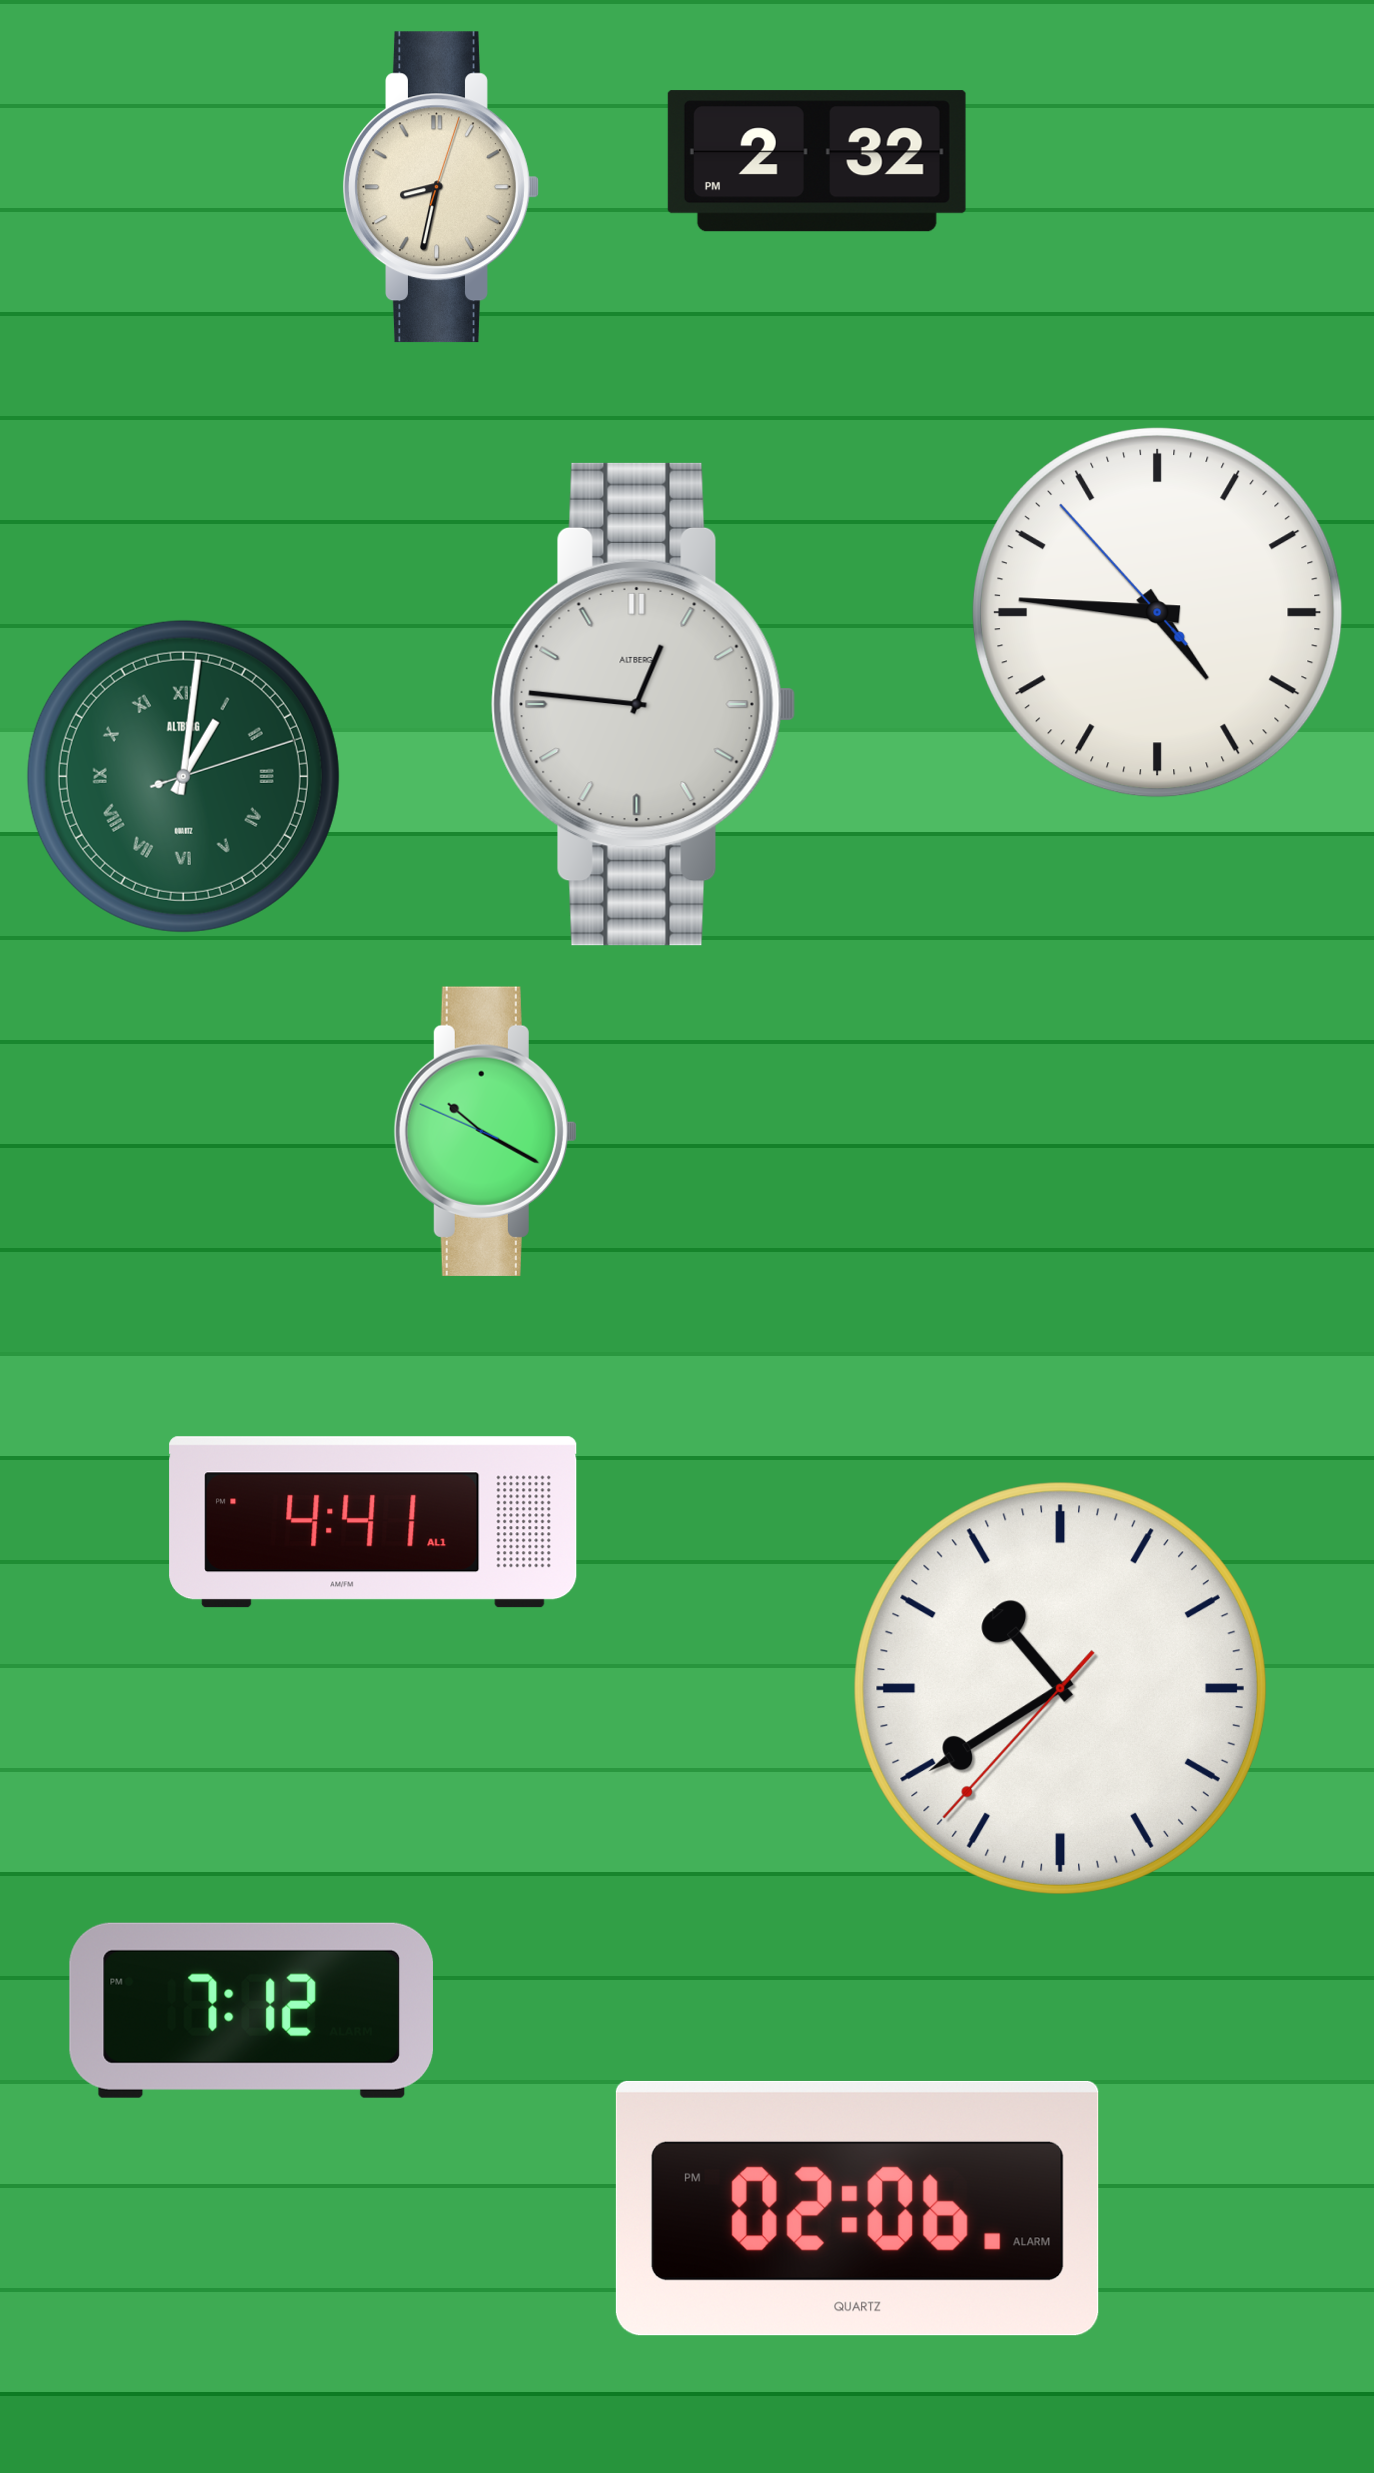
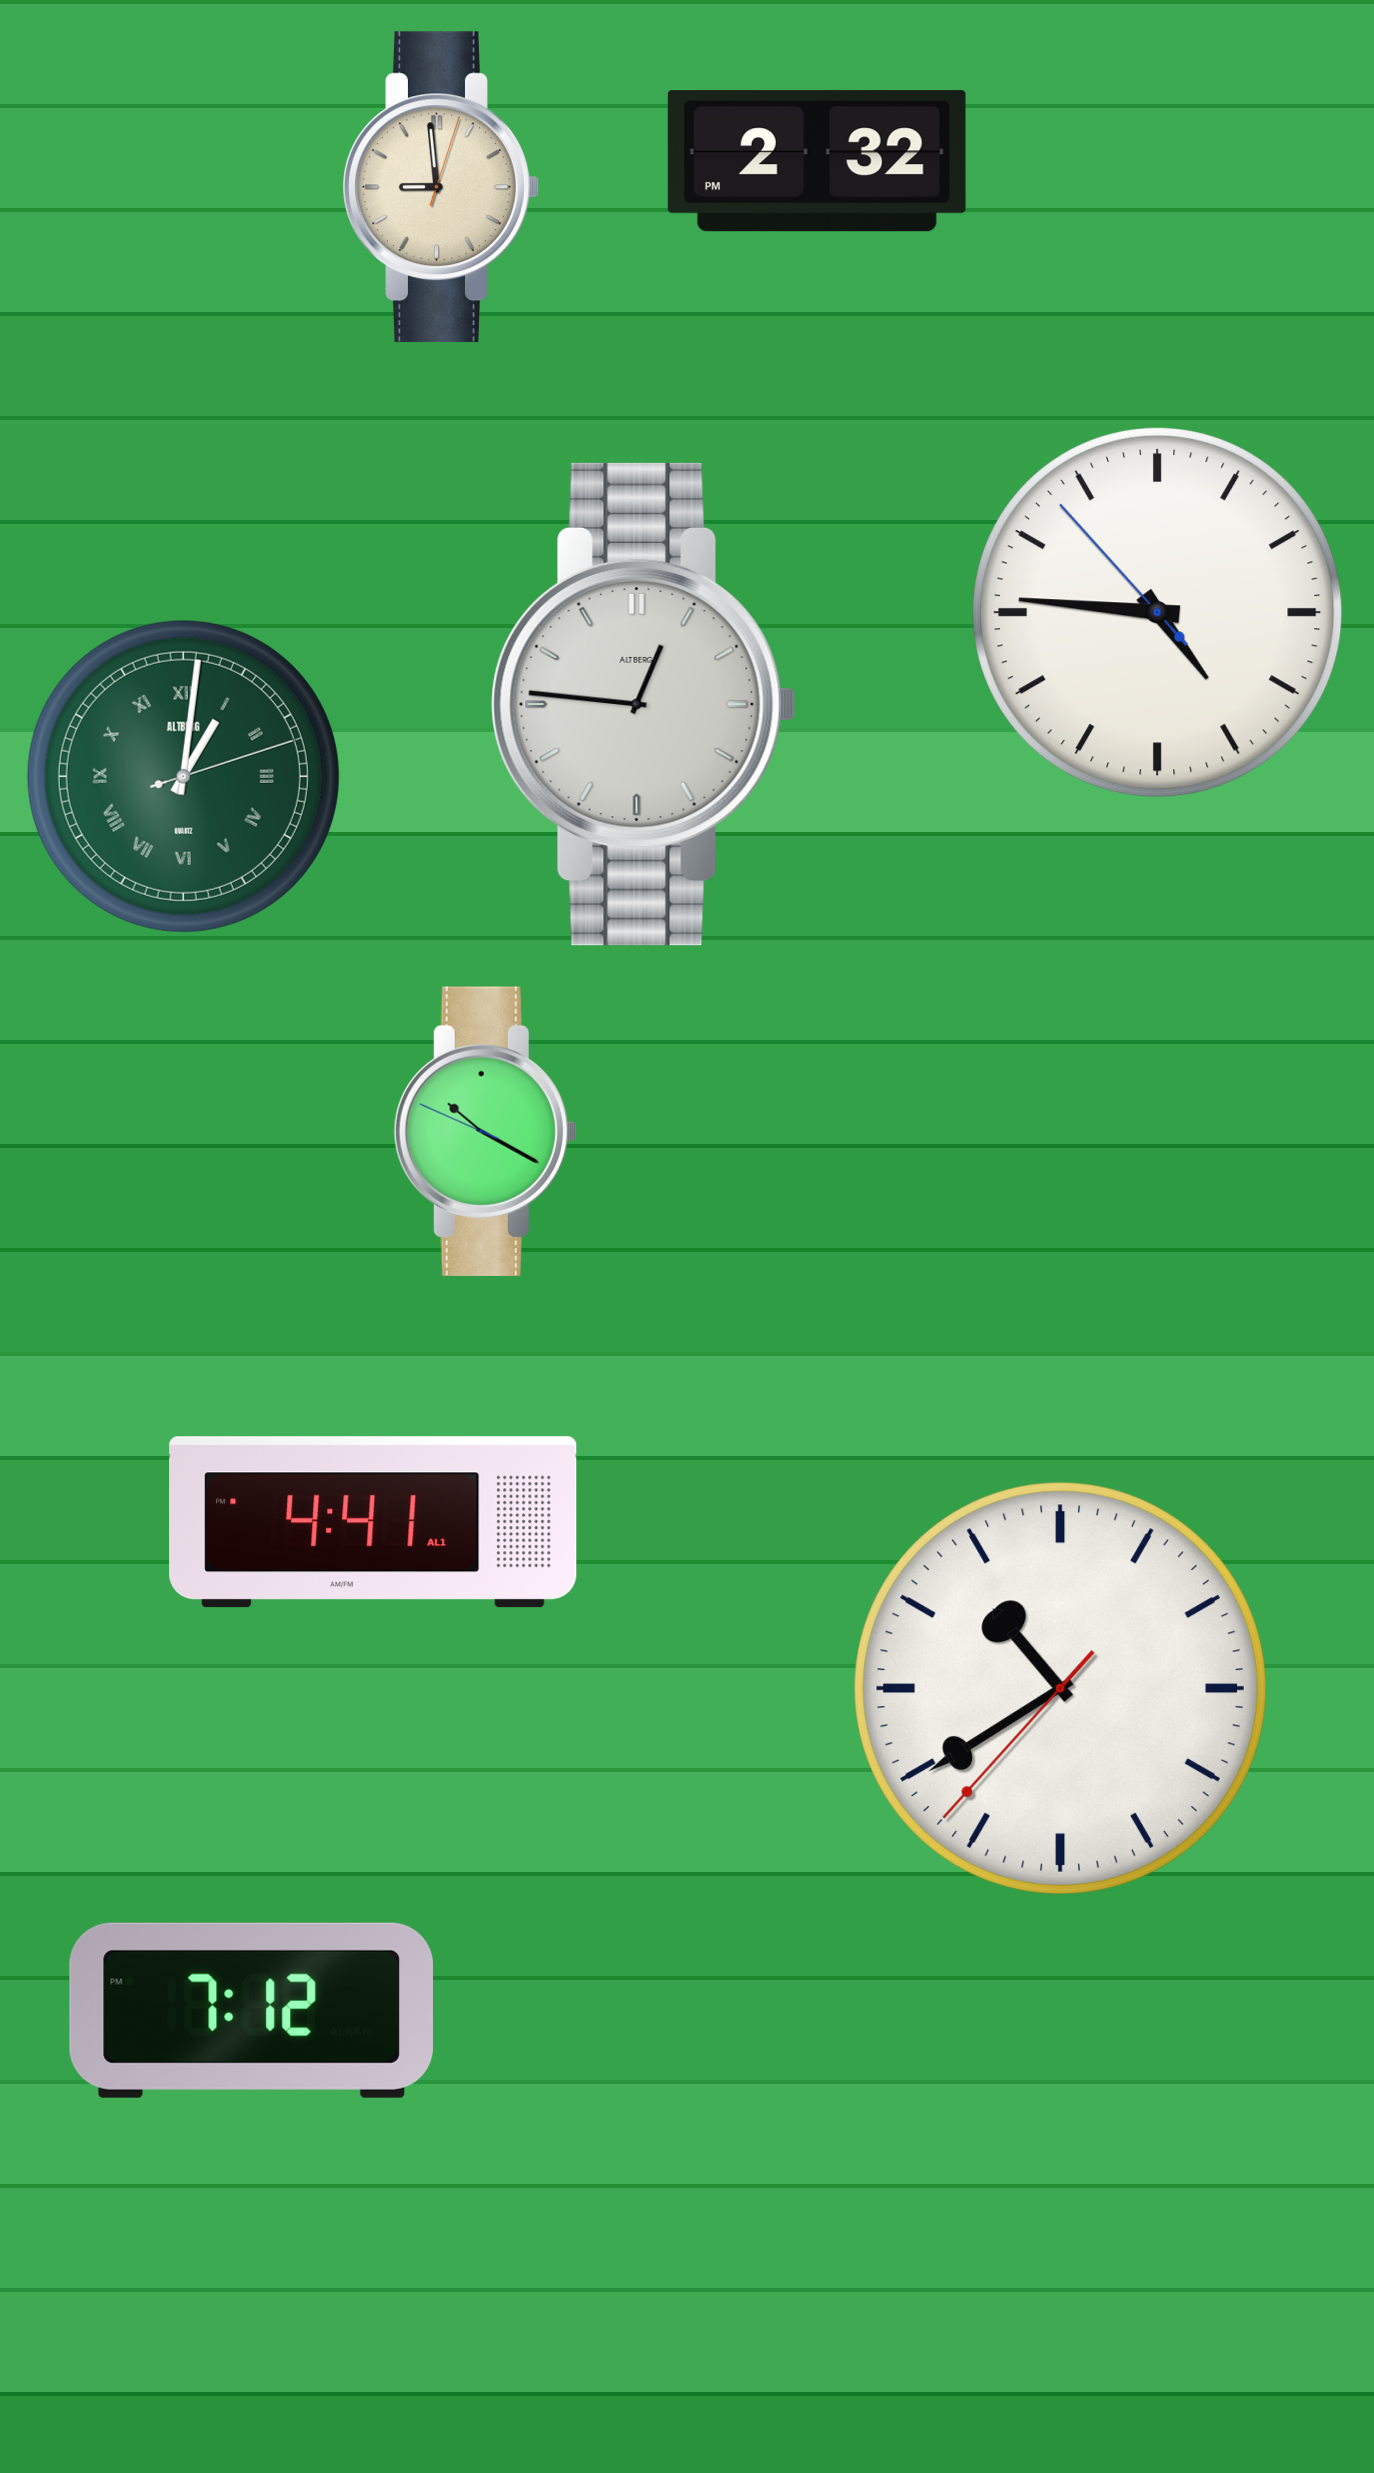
clock at (441, 187): 8:32 -> 8:59
clock at (857, 2208): 02:06 -> none
